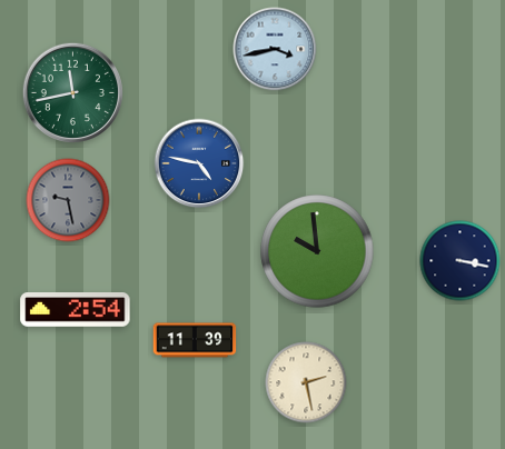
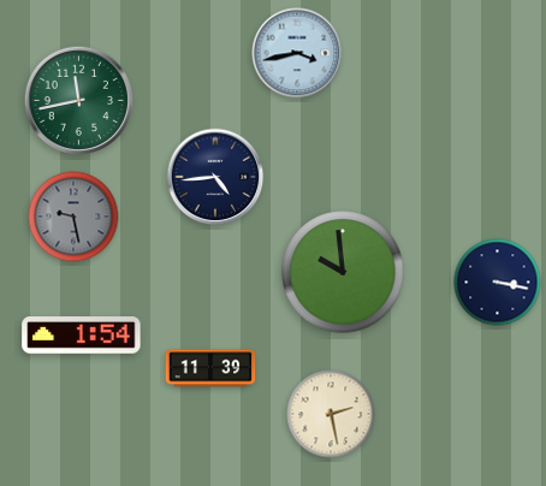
clock at (199, 163): 4:47 -> 4:44
clock at (199, 163) dial: blue -> navy
clock at (76, 310): 2:54 -> 1:54
